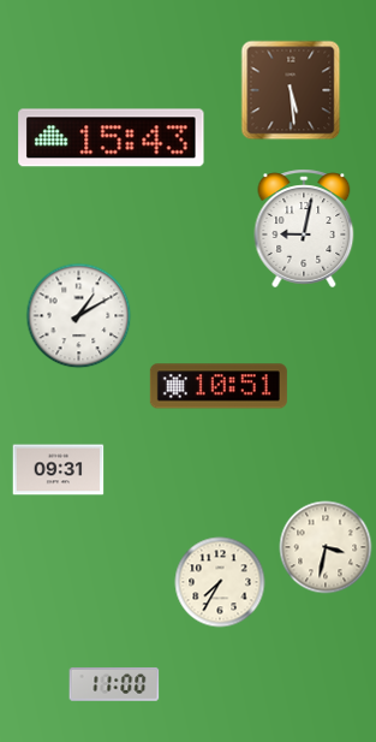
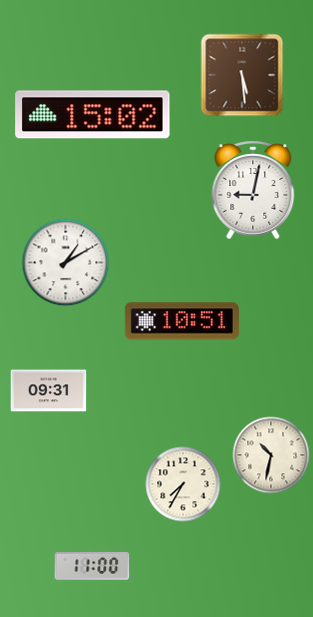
clock at (112, 138): 15:43 -> 15:02
clock at (326, 547): 3:32 -> 10:32
clock at (114, 684) position: (114, 684) -> (92, 566)
